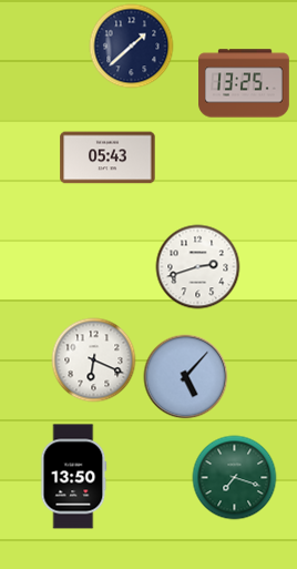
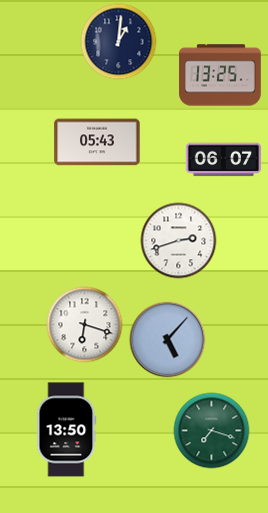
clock at (132, 47): 1:38 -> 1:01
clock at (224, 160): none -> 06:07
clock at (94, 360): 6:19 -> 6:18
